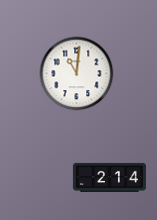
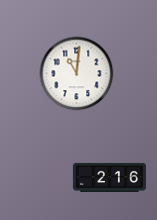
clock at (109, 177): 2:14 -> 2:16
